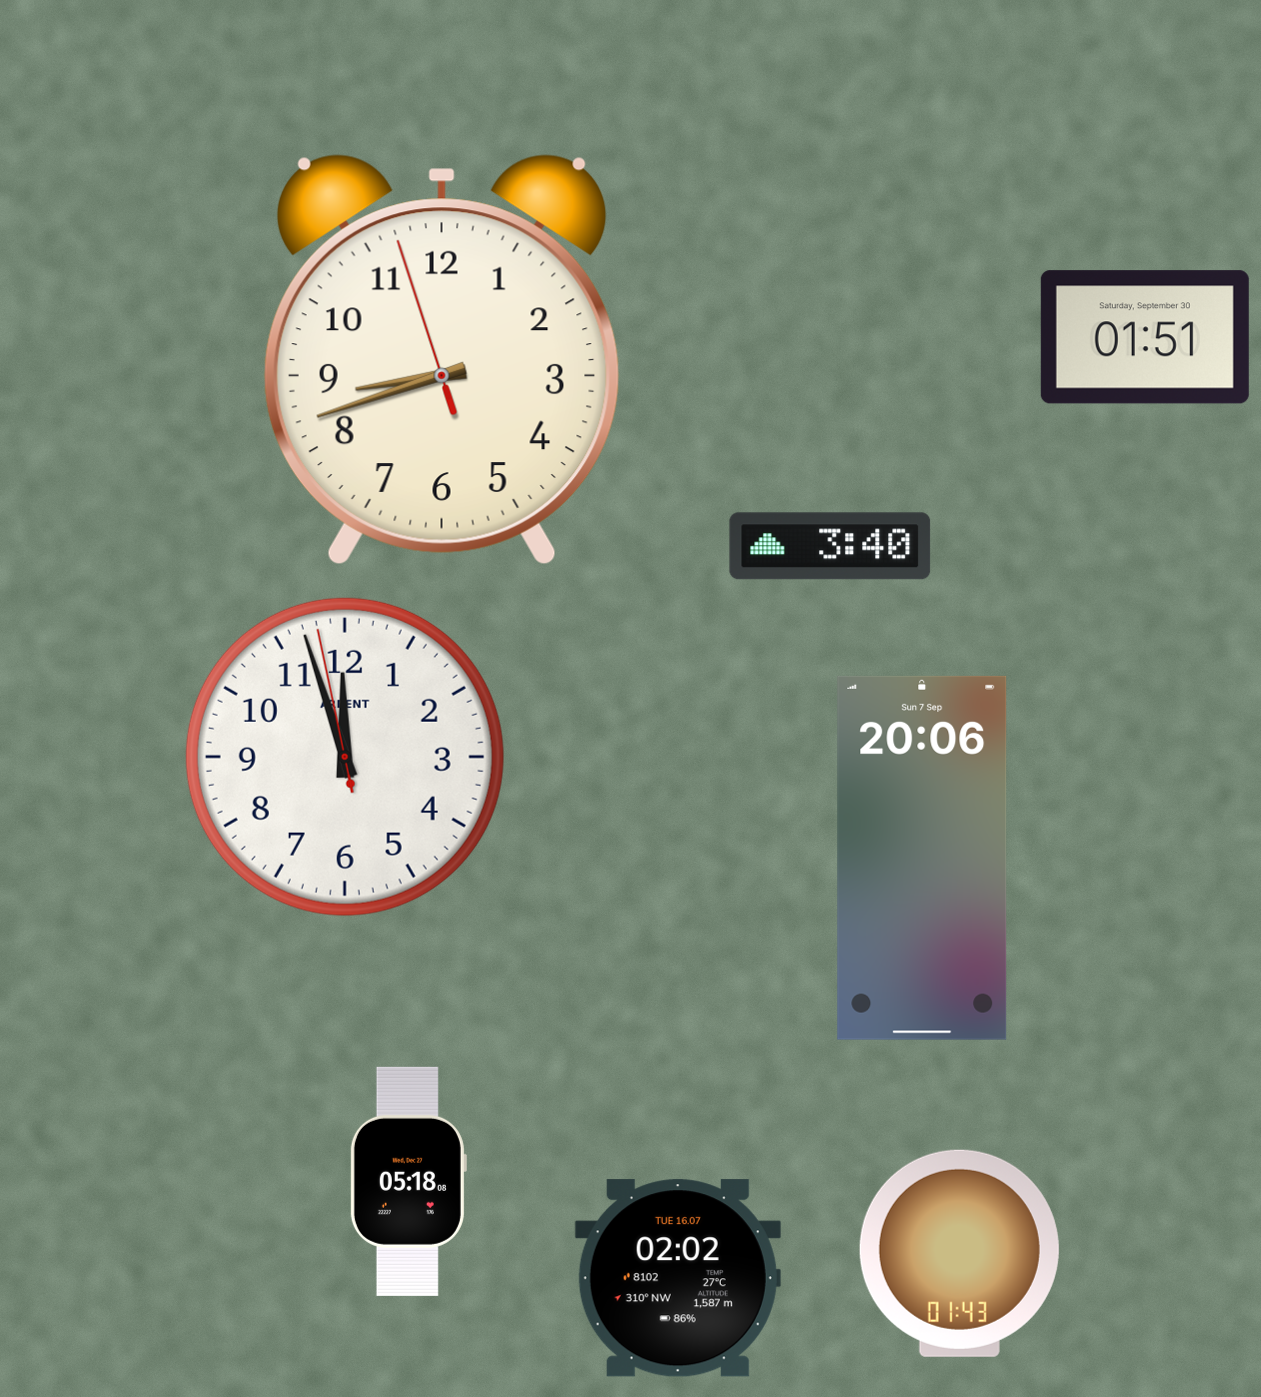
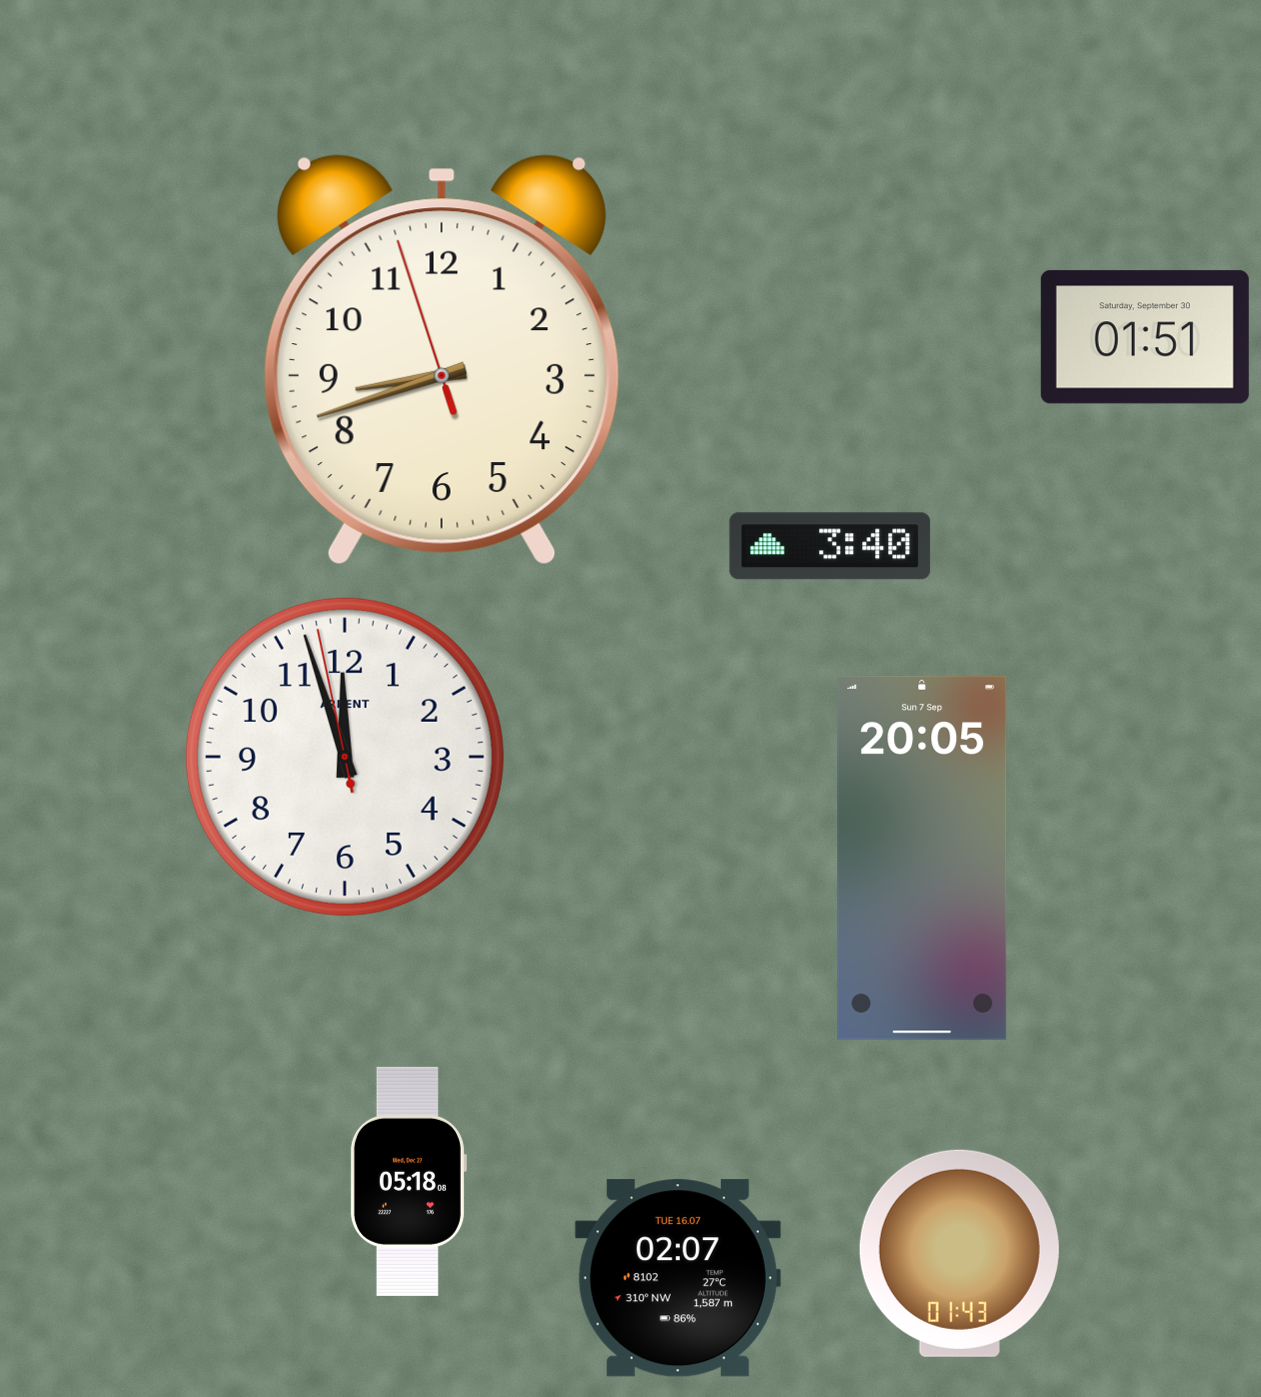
clock at (922, 858): 20:06 -> 20:05
clock at (678, 1278): 02:02 -> 02:07
